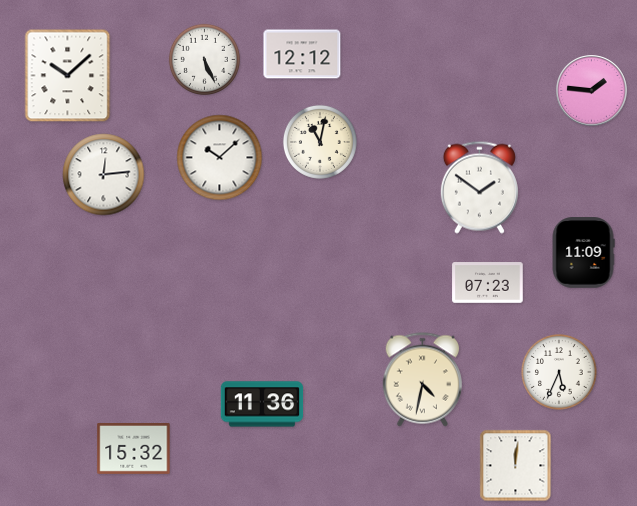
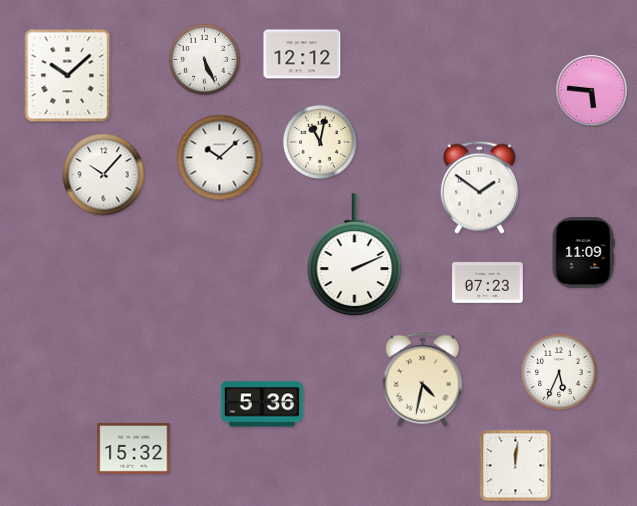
clock at (592, 91): 1:46 -> 5:46
clock at (104, 175): 12:14 -> 10:07
clock at (355, 254): none -> 2:11
clock at (262, 404): 11:36 -> 5:36
